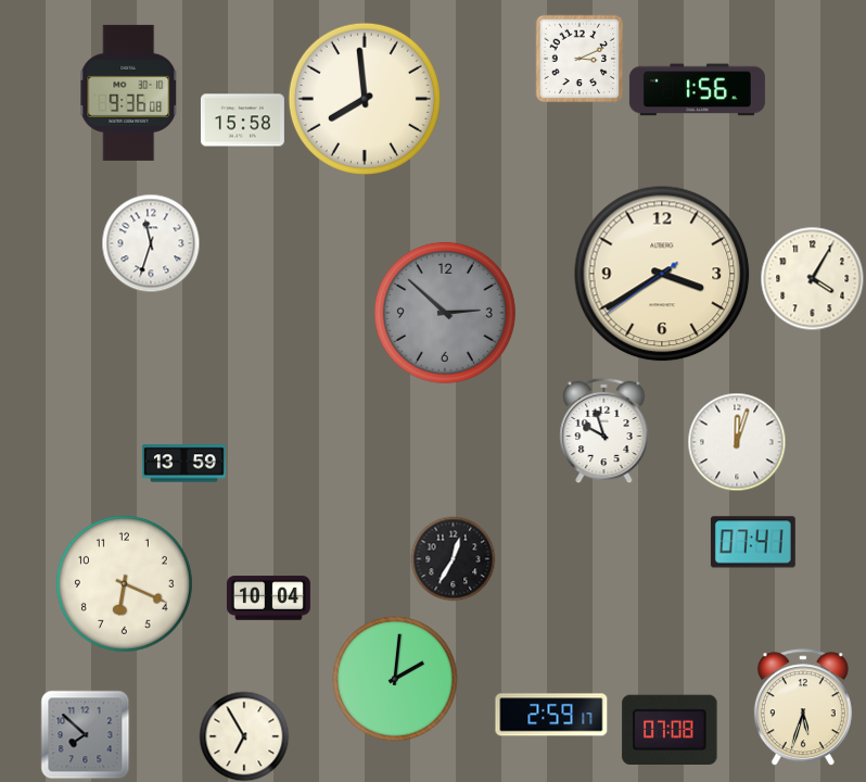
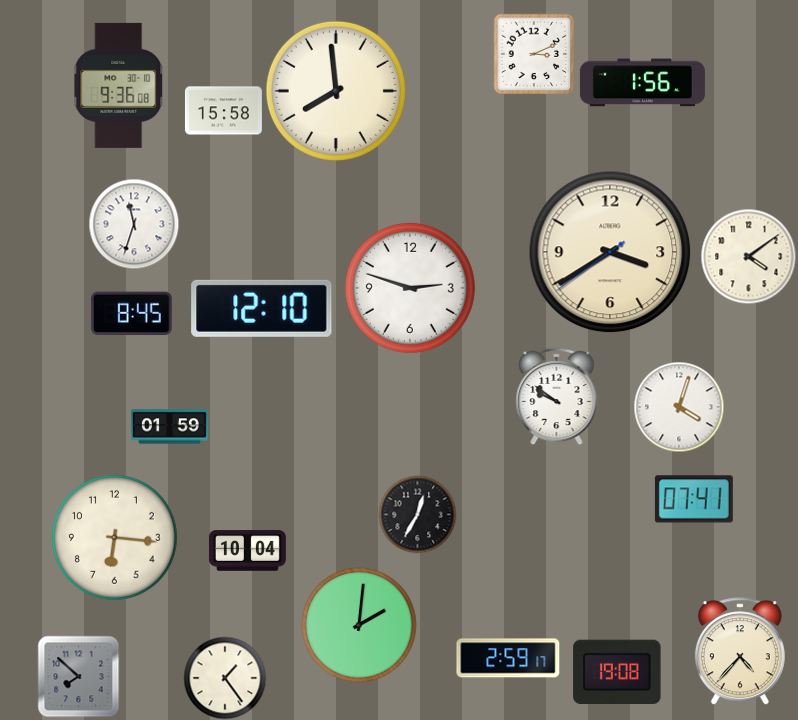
clock at (151, 243) position: (151, 243) -> (134, 224)
clock at (812, 278): 4:05 -> 4:09
clock at (445, 313): 2:52 -> 2:48
clock at (445, 313) dial: grey -> white
clock at (262, 308): none -> 12:10
clock at (131, 314): none -> 8:45
clock at (604, 430): 9:57 -> 9:51
clock at (737, 442): 12:03 -> 4:03
clock at (183, 464): 13:59 -> 01:59
clock at (124, 583): 6:19 -> 6:16
clock at (395, 679) position: (395, 679) -> (359, 625)
clock at (803, 707): 5:33 -> 4:37
clock at (670, 729): 07:08 -> 19:08
clock at (244, 736): 6:55 -> 1:24
